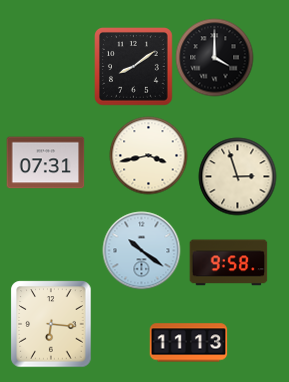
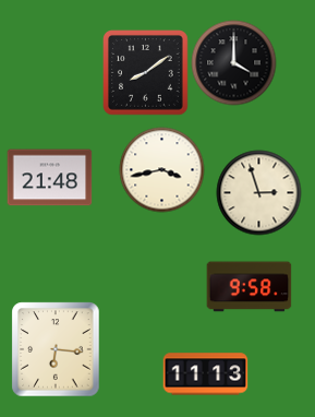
clock at (45, 163): 07:31 -> 21:48
clock at (141, 250): 10:21 -> none
clock at (51, 324) position: (51, 324) -> (56, 349)
